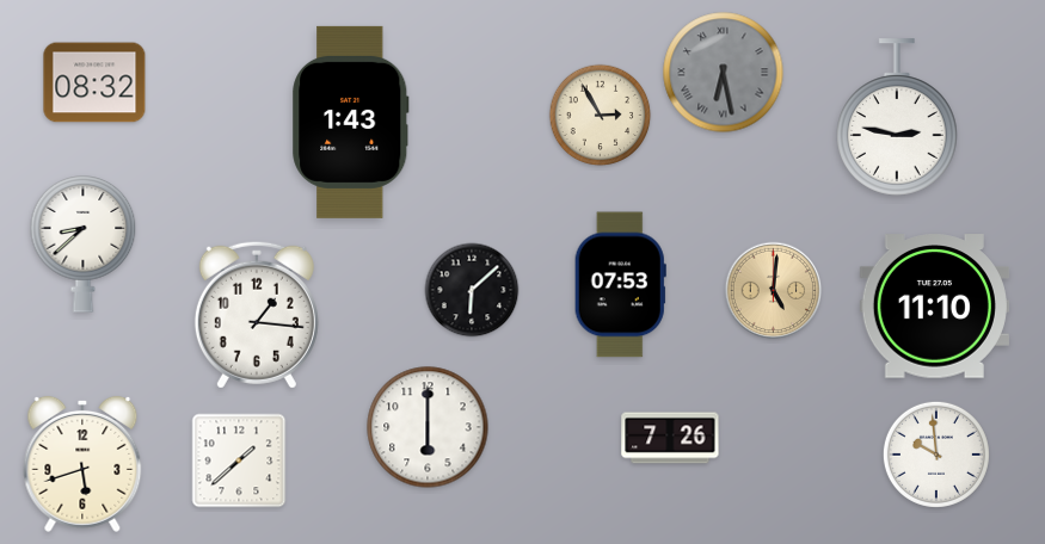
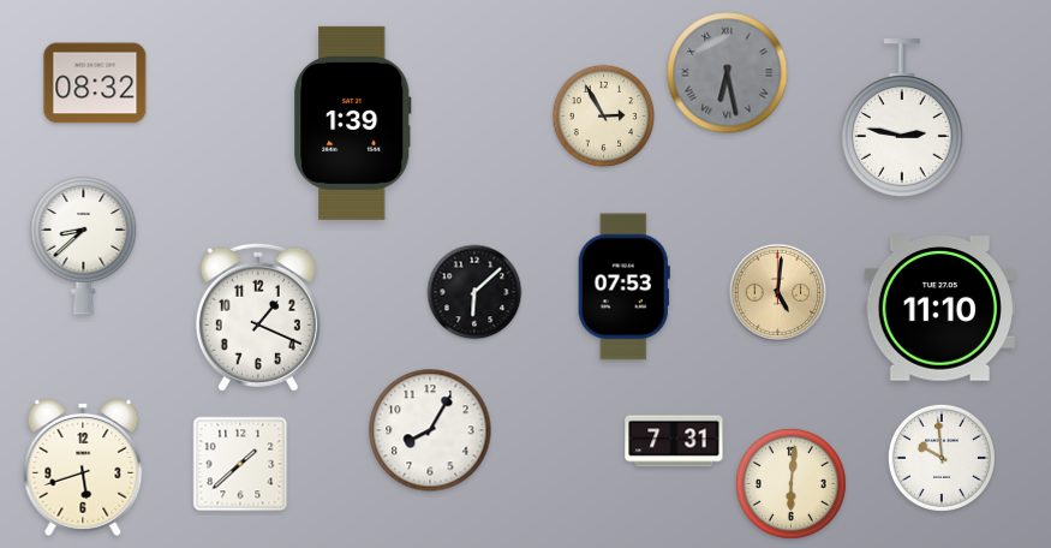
clock at (351, 122): 1:43 -> 1:39
clock at (257, 315): 1:16 -> 1:19
clock at (428, 427): 6:00 -> 8:05
clock at (670, 438): 7:26 -> 7:31
clock at (790, 483): none -> 6:01
